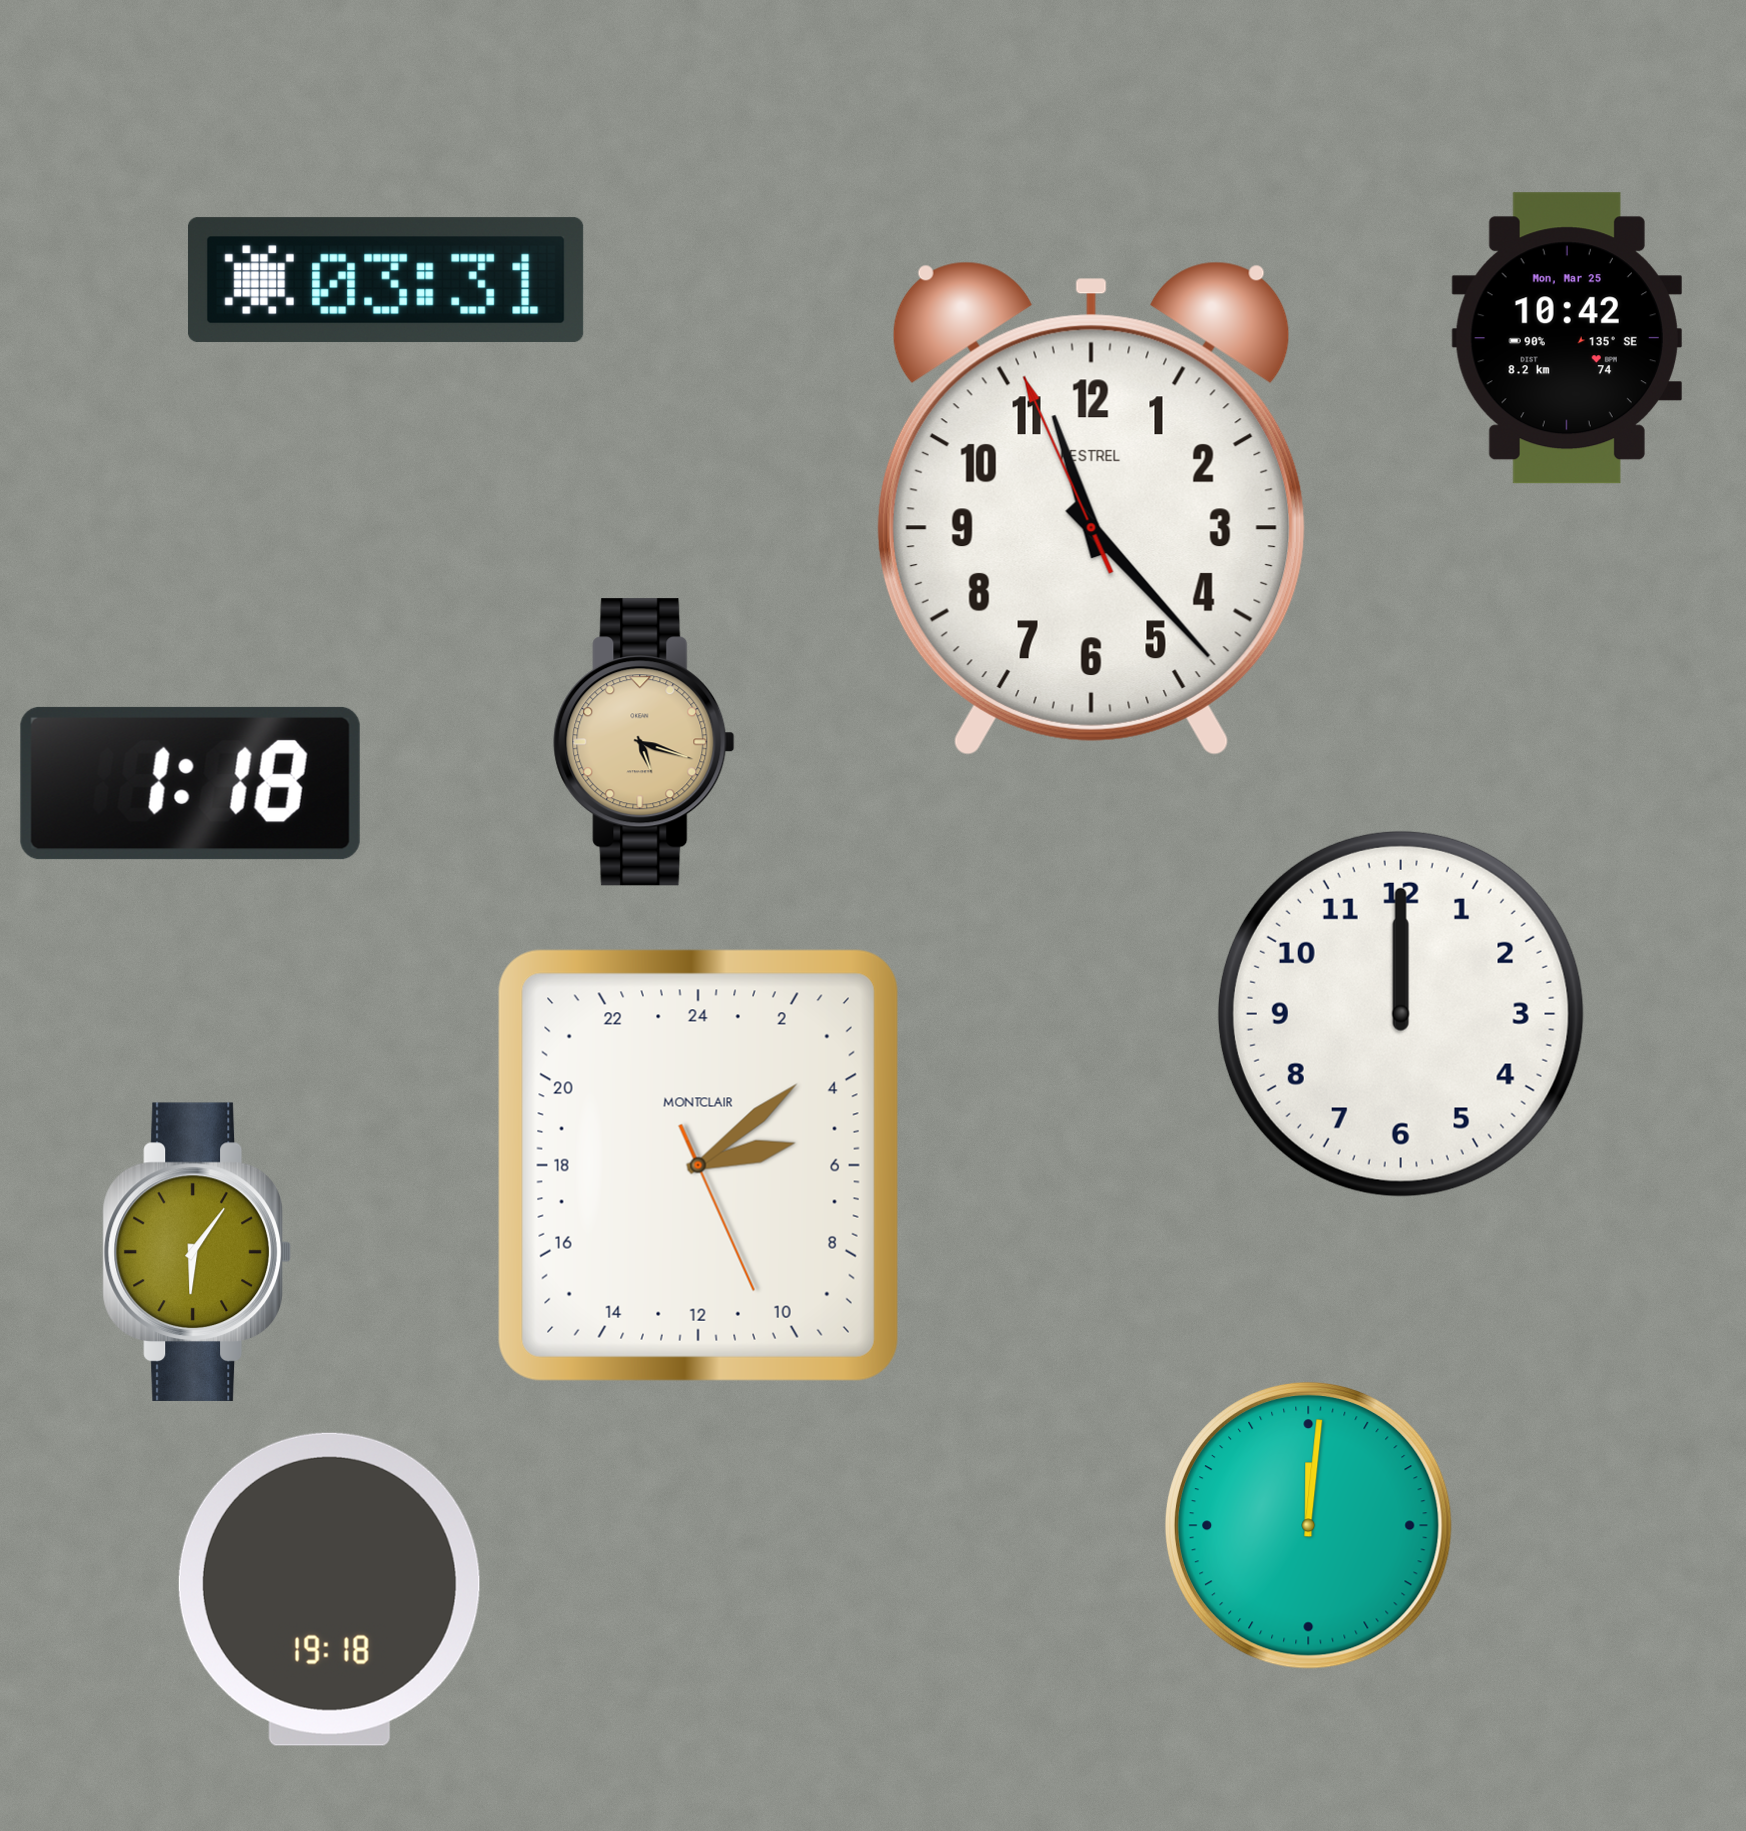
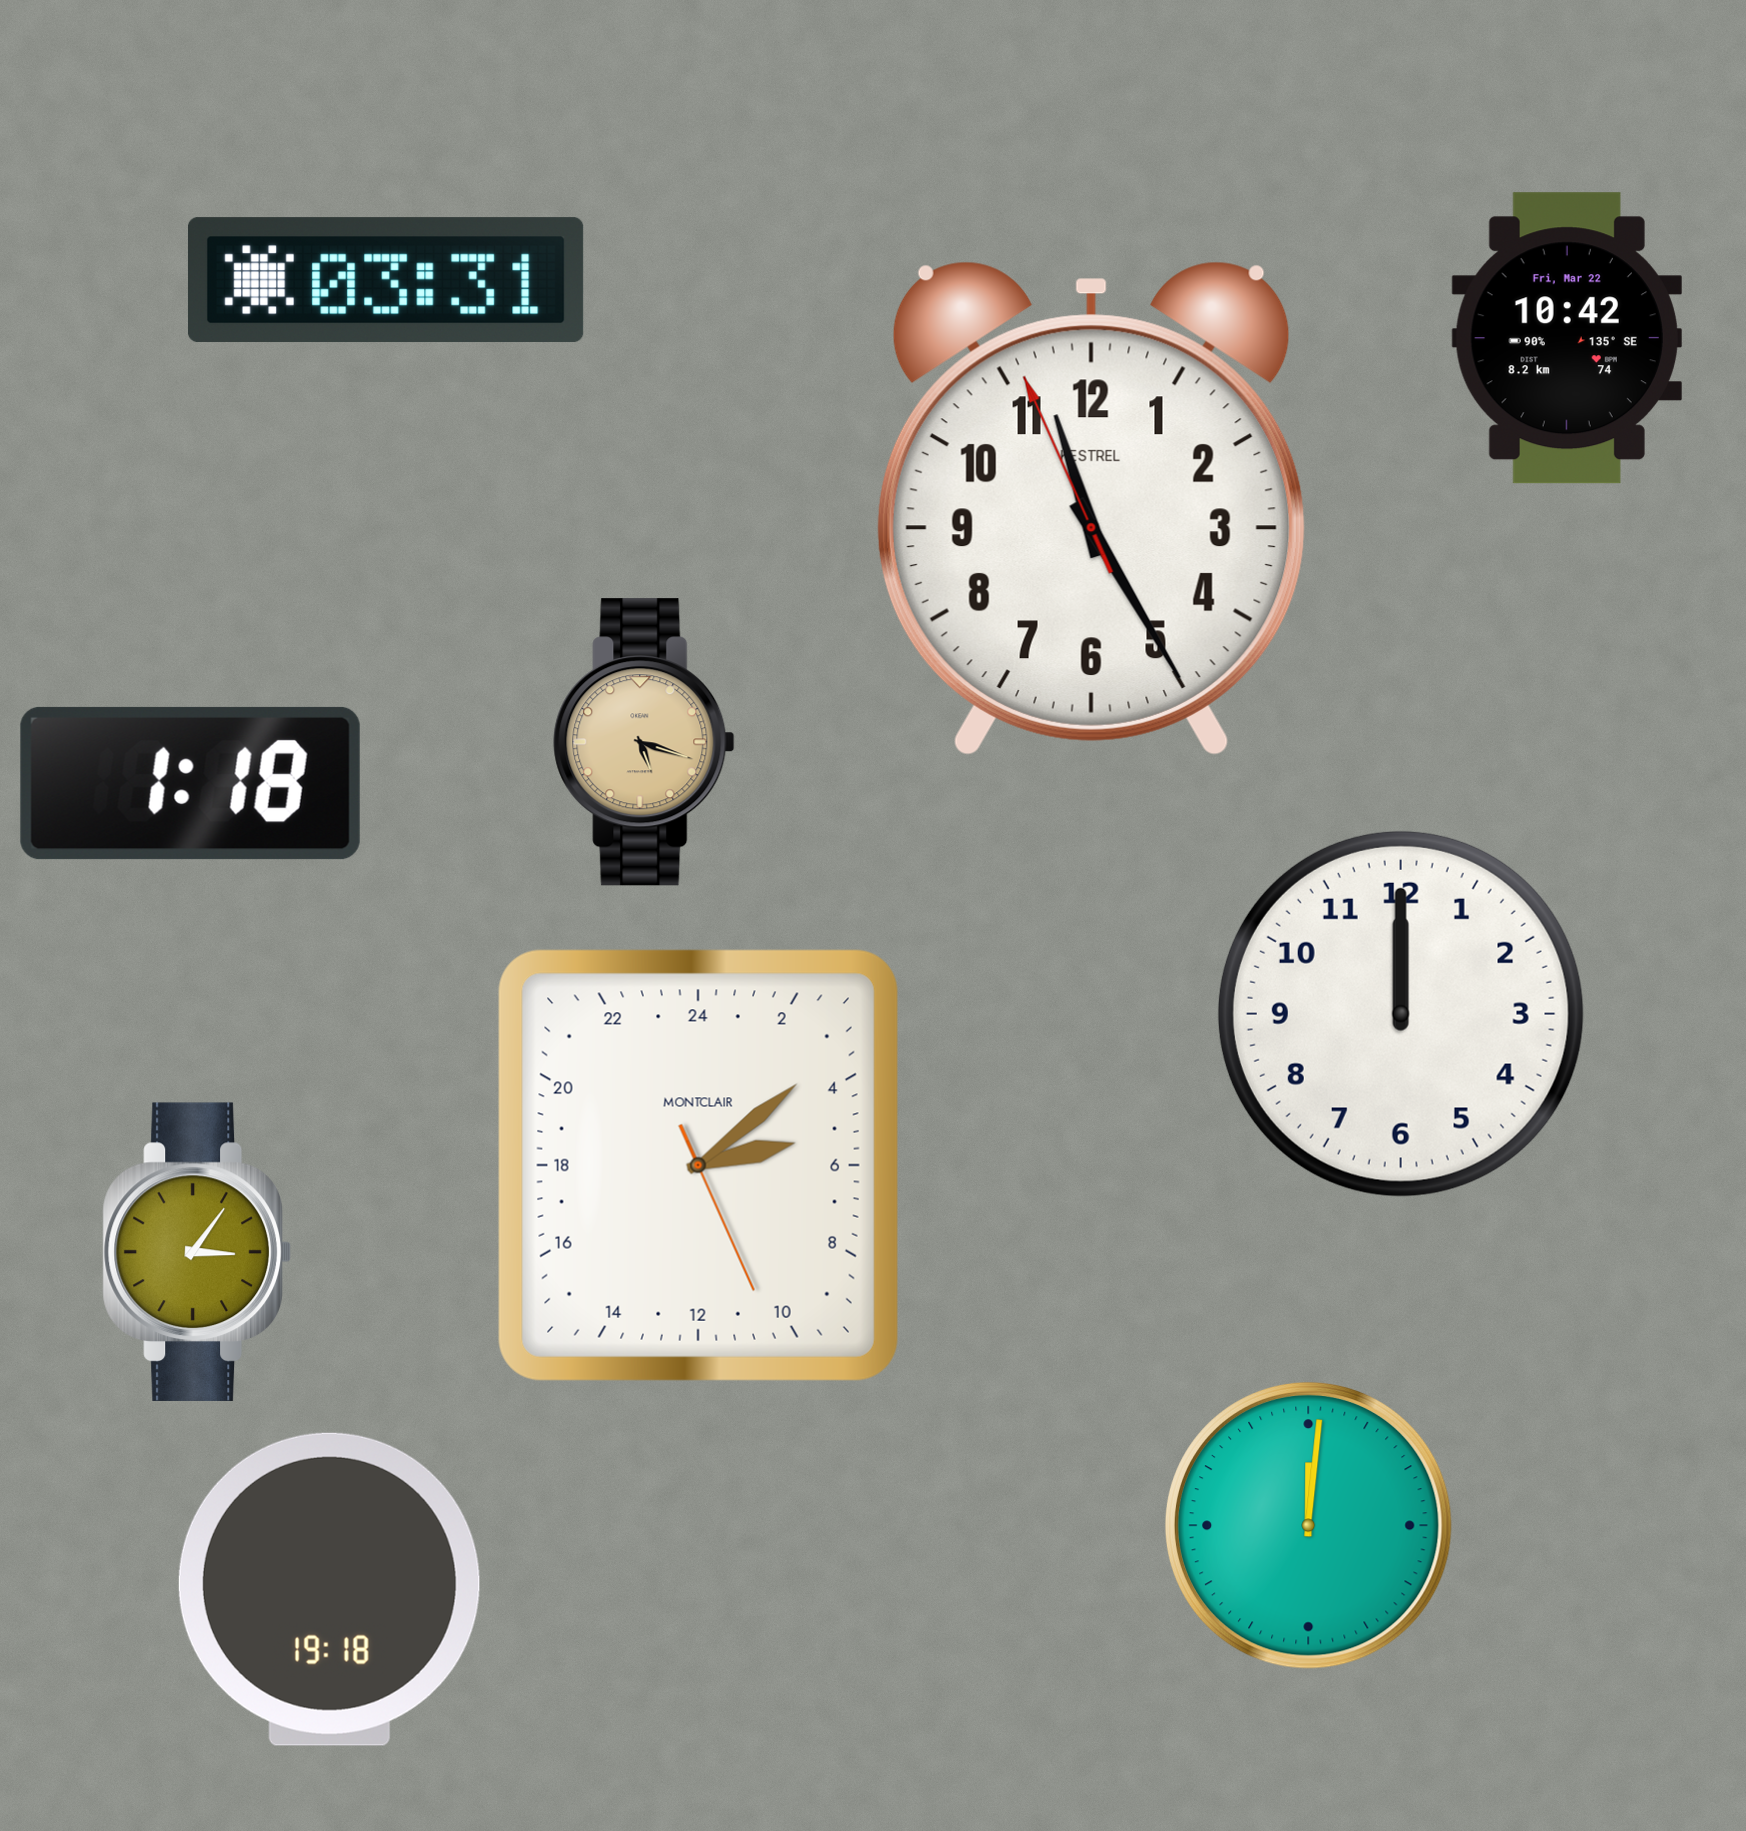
clock at (1567, 338) date: Mon, Mar 25 -> Fri, Mar 22
clock at (1091, 508): 11:22 -> 11:24
clock at (197, 1252): 6:06 -> 3:06
